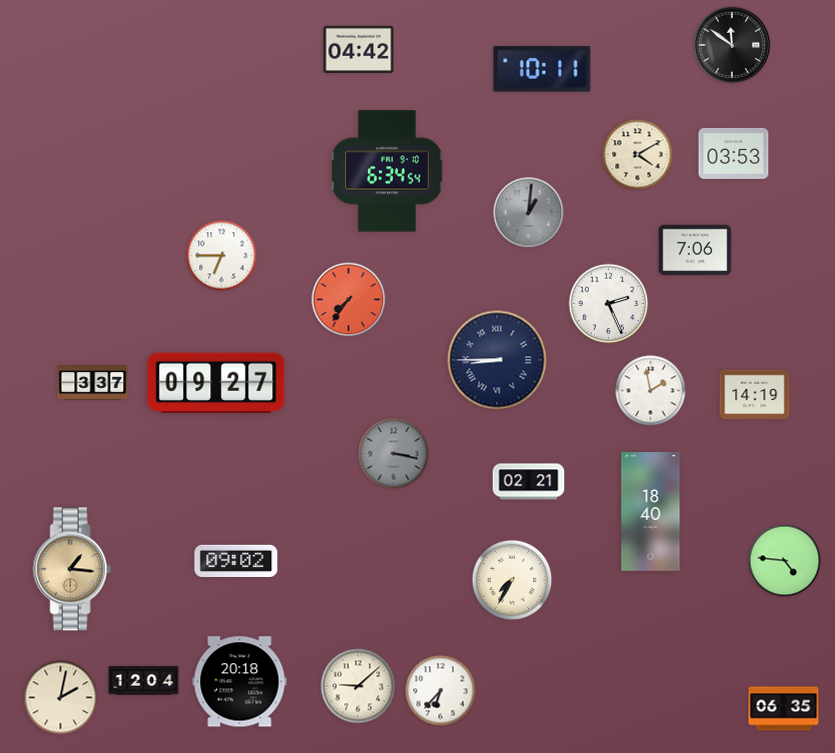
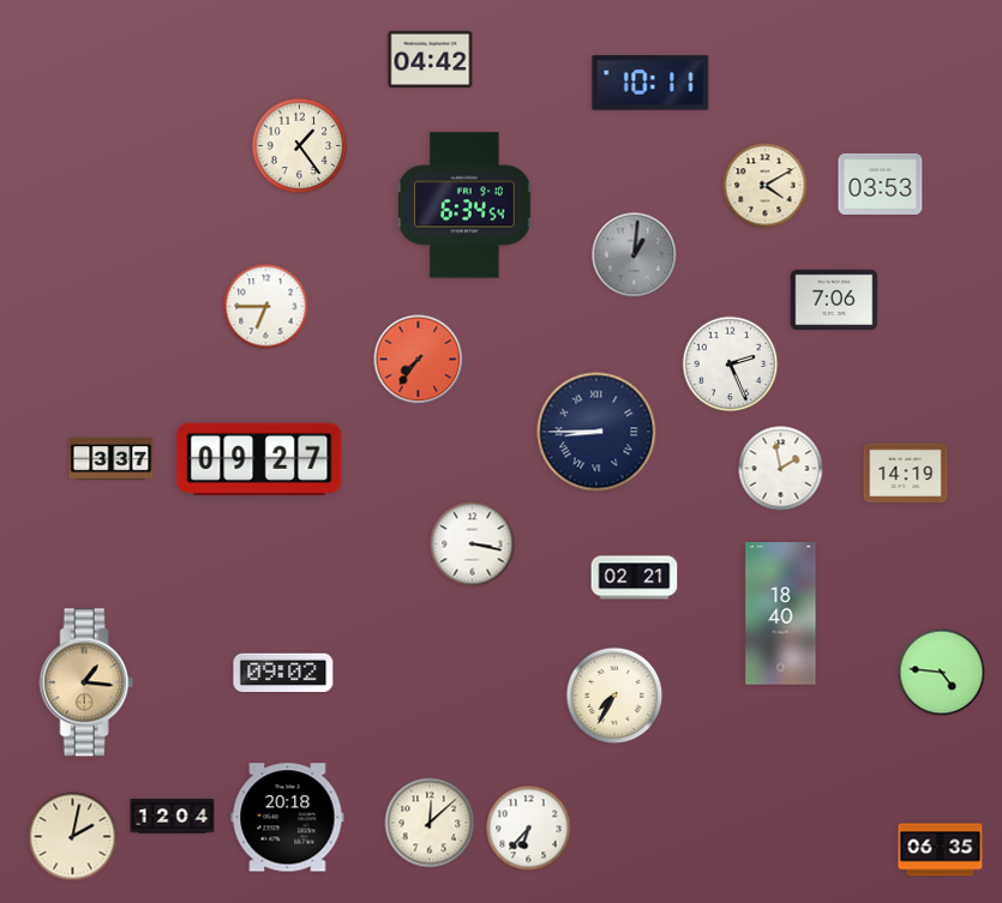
clock at (732, 45): 11:51 -> none
clock at (300, 146): none -> 1:24
clock at (394, 454) dial: grey -> white
clock at (358, 686): 9:08 -> 12:08
